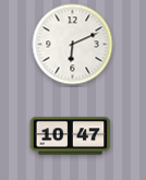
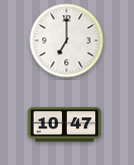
clock at (73, 45): 6:11 -> 7:00
